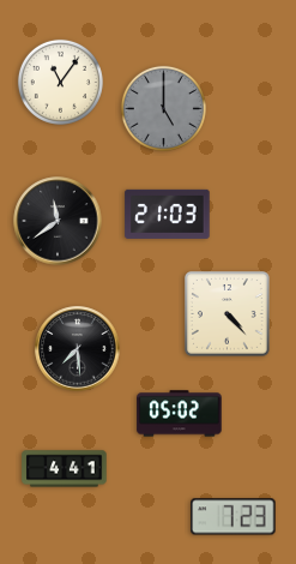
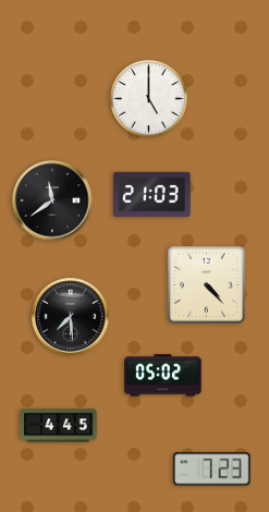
clock at (60, 82): 11:06 -> none
clock at (163, 108) dial: grey -> white
clock at (65, 469): 4:41 -> 4:45
